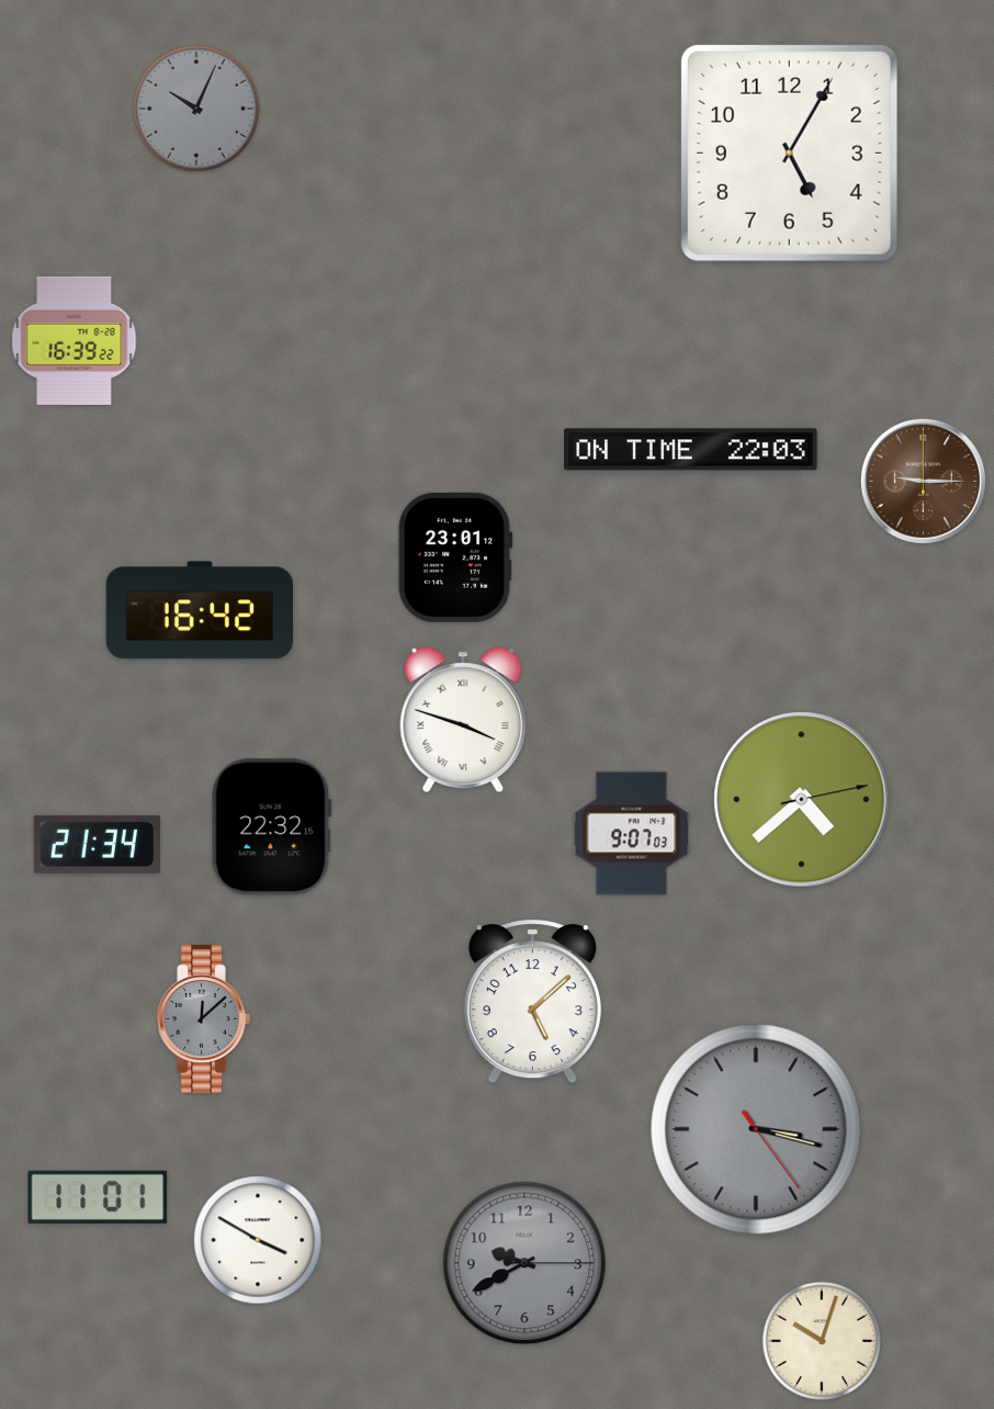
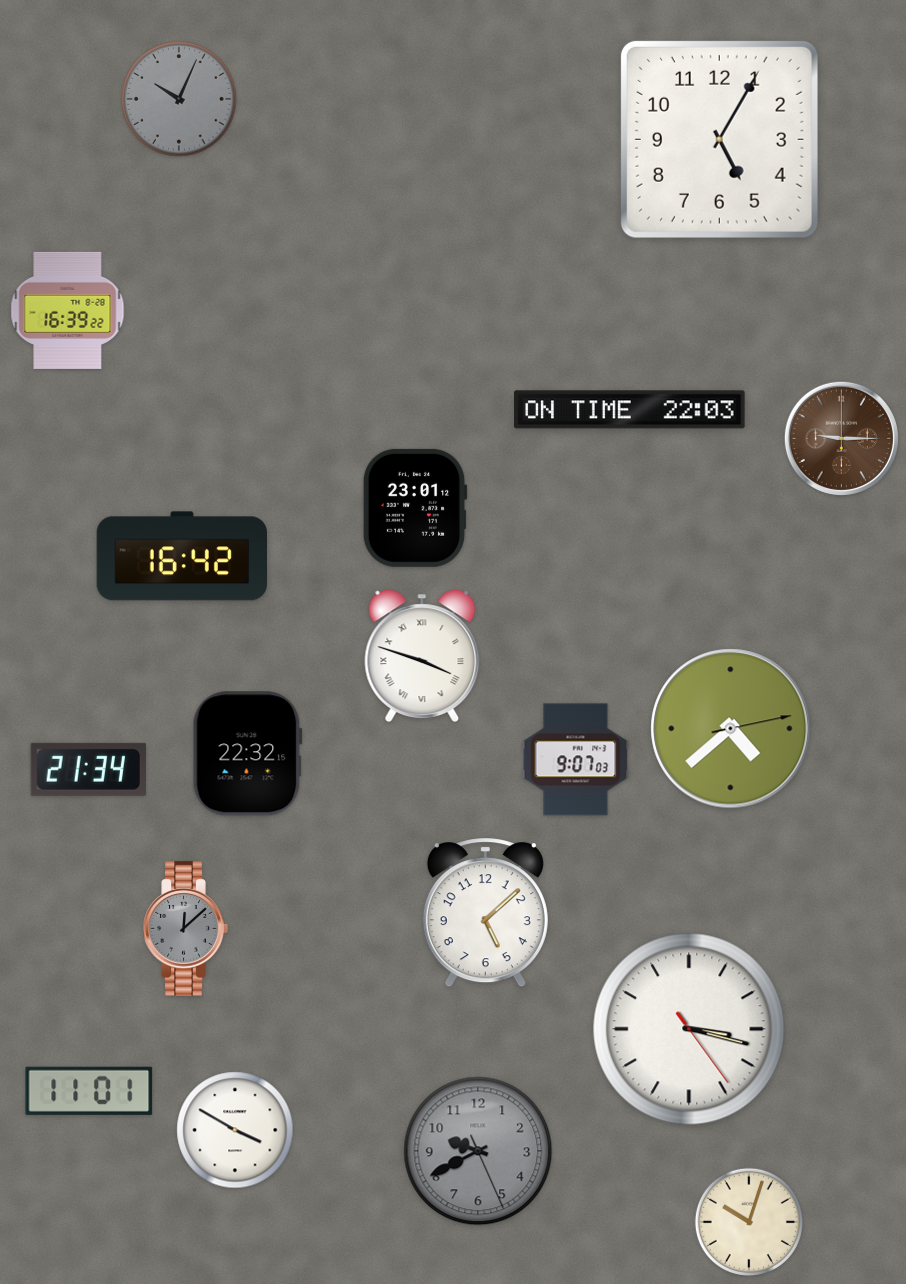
clock at (756, 1129) dial: grey -> white
clock at (524, 1263): 9:40:15 -> 9:40:26
